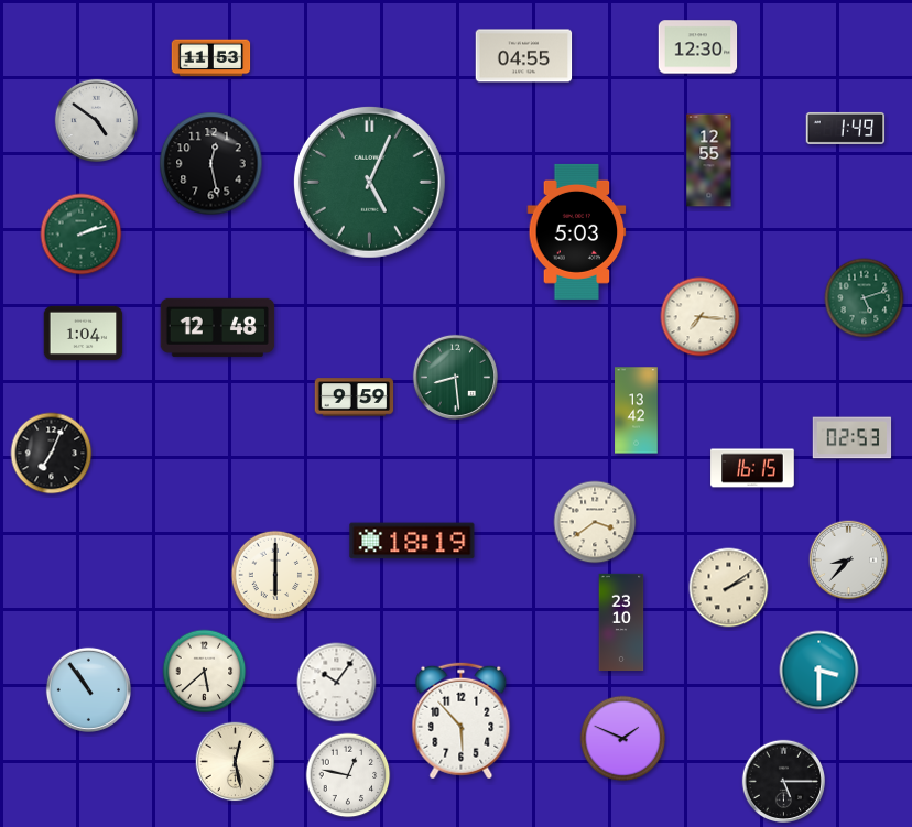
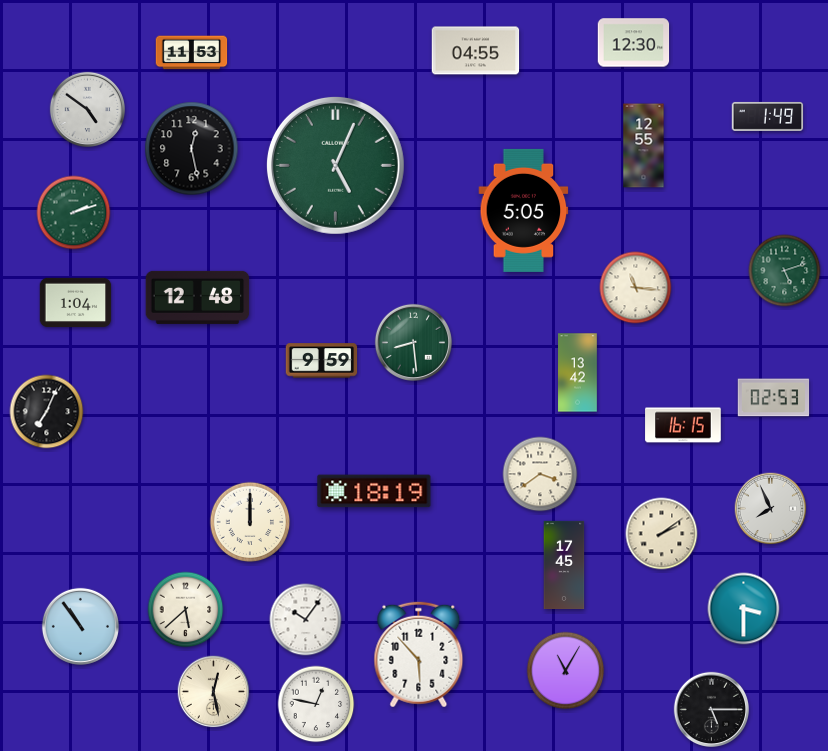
clock at (577, 231): 5:03 -> 5:05
clock at (701, 317): 7:16 -> 11:16
clock at (849, 561): 8:37 -> 7:56
clock at (275, 575): 6:00 -> 12:00
clock at (621, 622): 23:10 -> 17:45
clock at (623, 739): 1:49 -> 11:05
